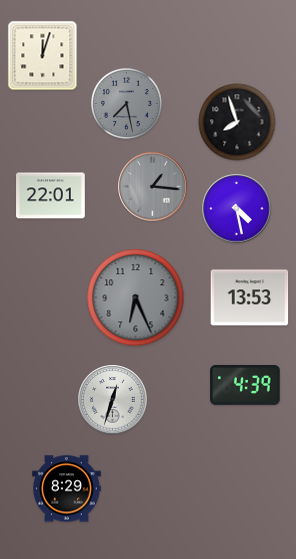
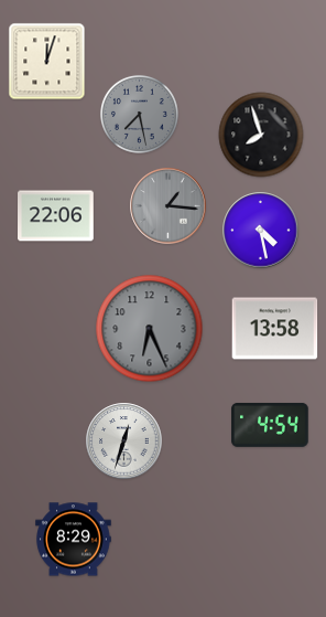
clock at (51, 196): 22:01 -> 22:06
clock at (250, 298): 13:53 -> 13:58
clock at (245, 385): 4:39 -> 4:54
